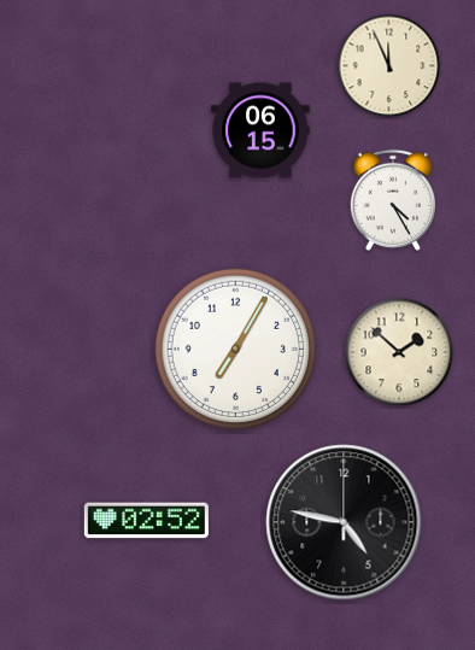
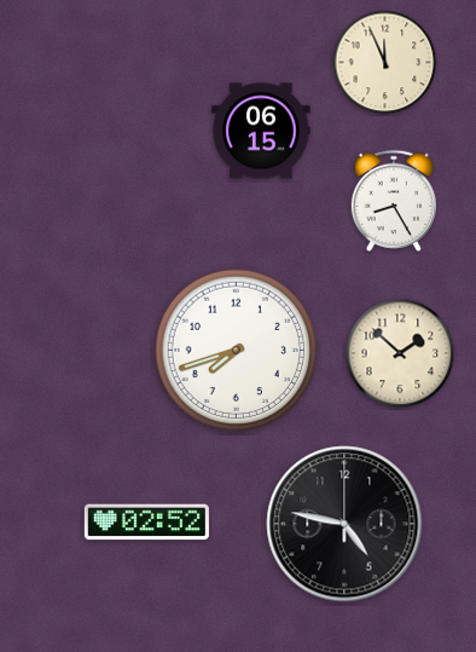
clock at (389, 66) position: (389, 66) -> (385, 63)
clock at (393, 200): 4:25 -> 8:25
clock at (236, 350): 7:05 -> 7:42
